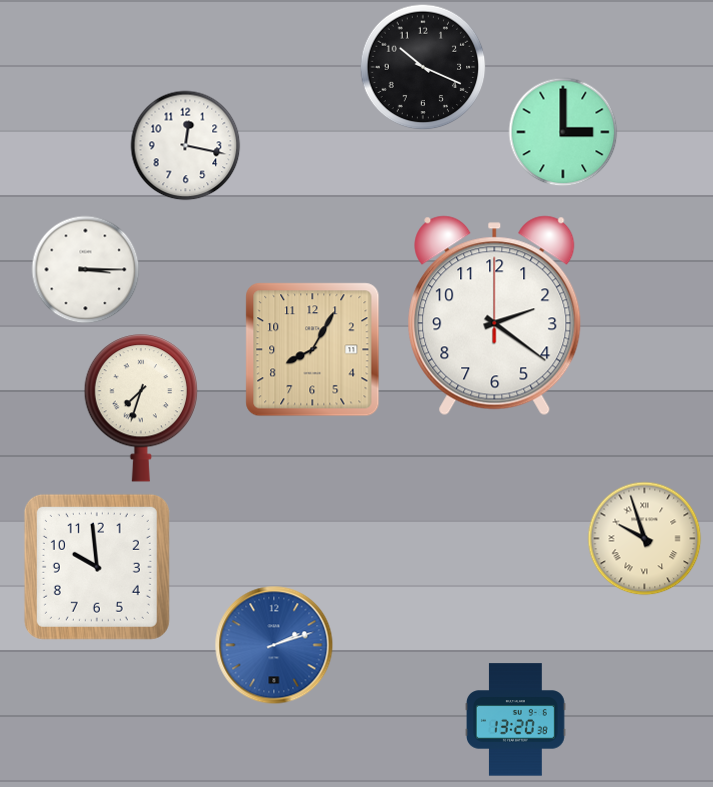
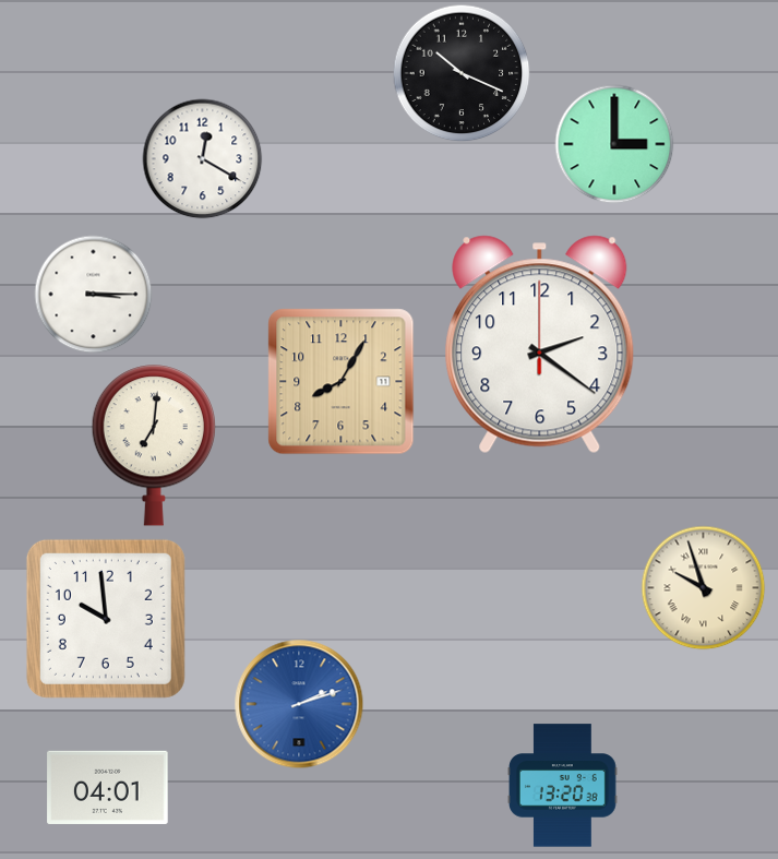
clock at (186, 146): 12:17 -> 12:20
clock at (141, 408): 7:33 -> 7:01
clock at (108, 787): none -> 04:01
